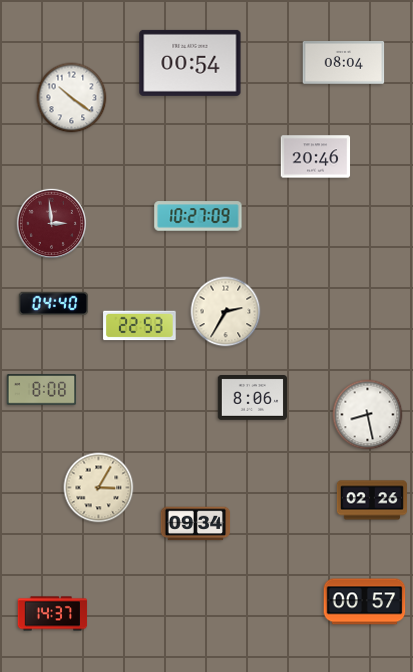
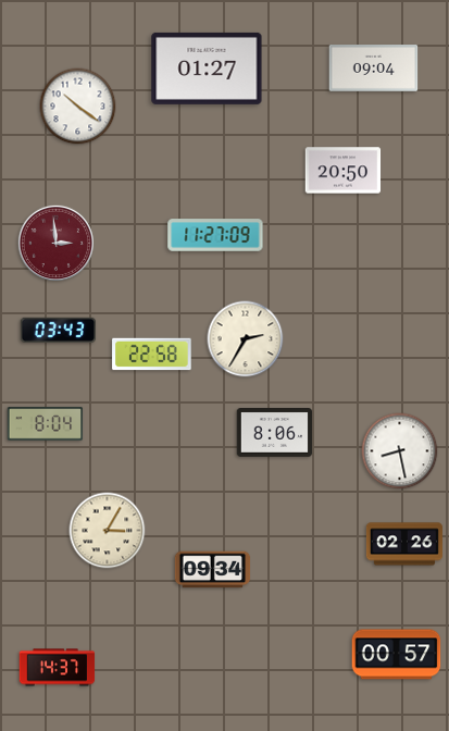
clock at (190, 63): 00:54 -> 01:27
clock at (344, 63): 08:04 -> 09:04
clock at (316, 157): 20:46 -> 20:50
clock at (198, 216): 10:27 -> 11:27
clock at (54, 303): 04:40 -> 03:43
clock at (140, 326): 22:53 -> 22:58
clock at (42, 390): 8:08 -> 8:04
